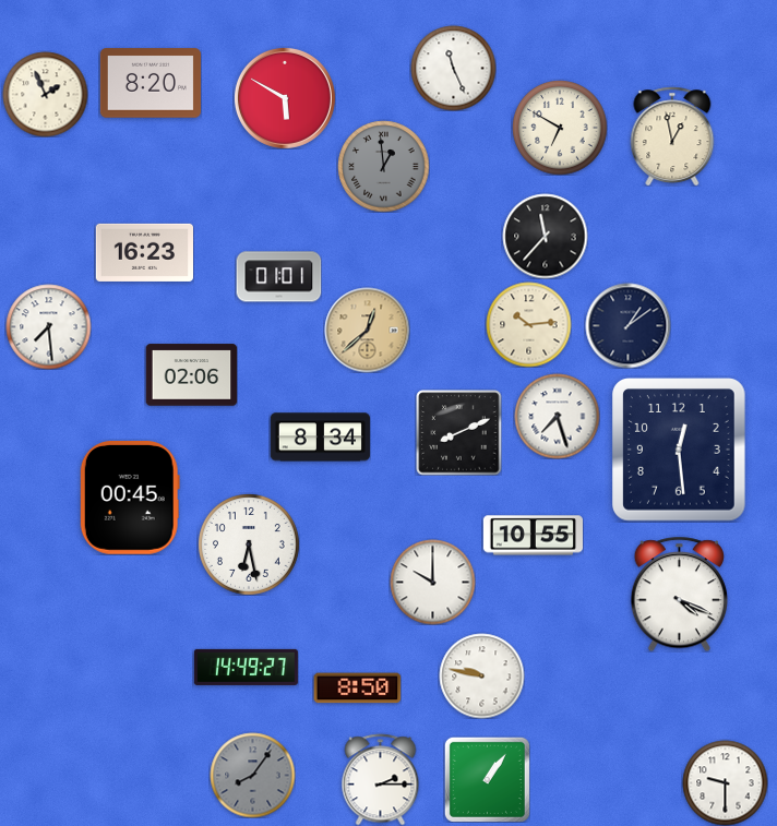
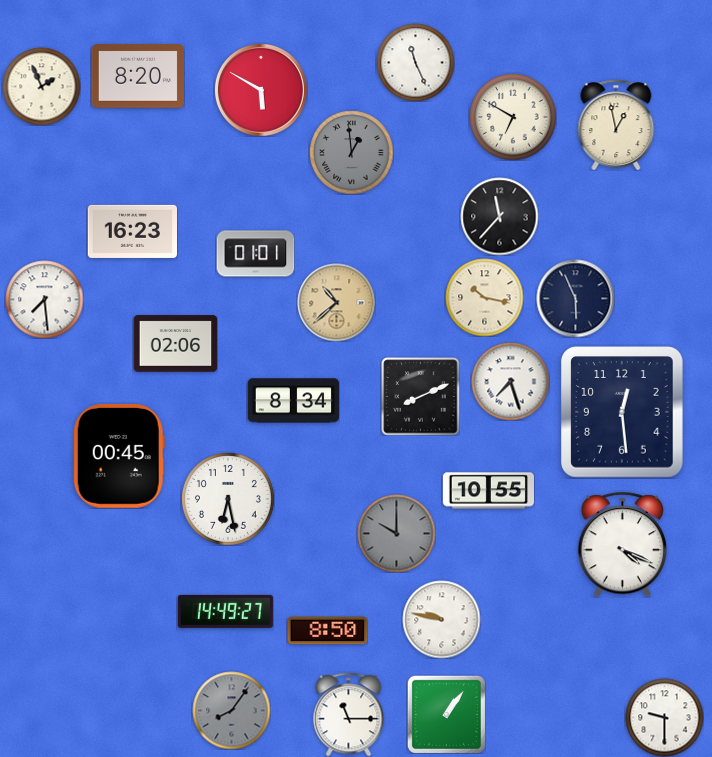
clock at (528, 324): 10:14 -> 10:17
clock at (627, 325): 1:09 -> 5:56
clock at (367, 330): 12:38 -> 10:38
clock at (432, 582) dial: white -> grey
clock at (381, 779): 2:15 -> 11:15
